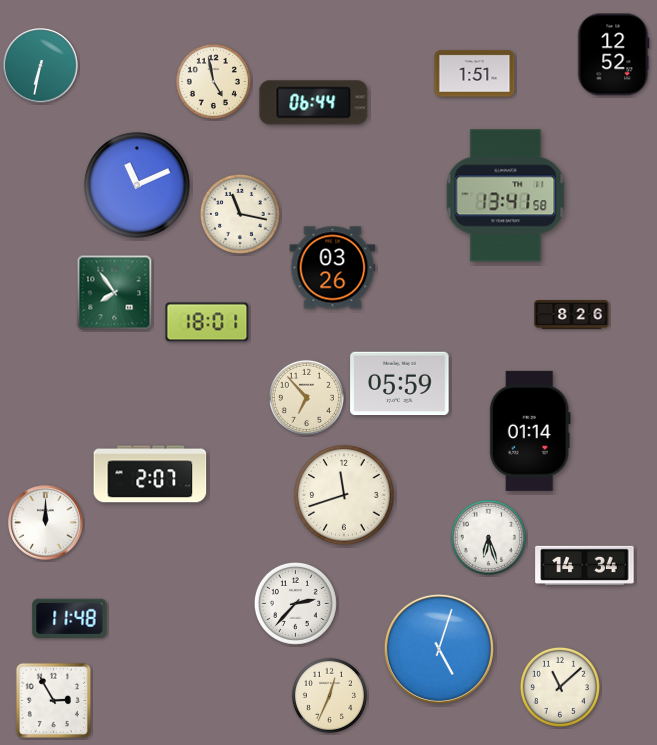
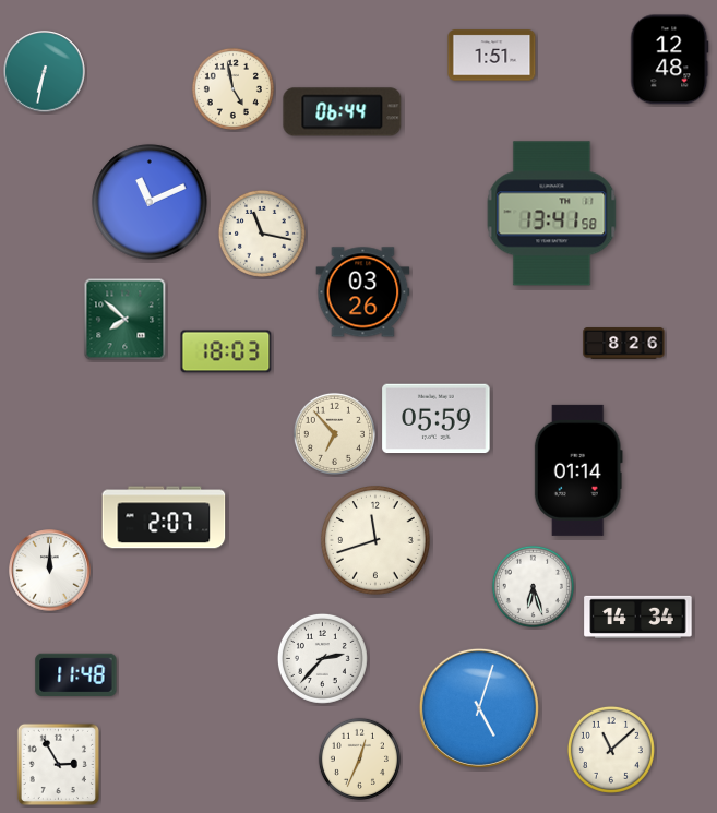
clock at (614, 55): 12:52 -> 12:48
clock at (475, 74) position: (475, 74) -> (492, 56)
clock at (115, 293): 7:54 -> 7:52
clock at (207, 322): 18:01 -> 18:03
